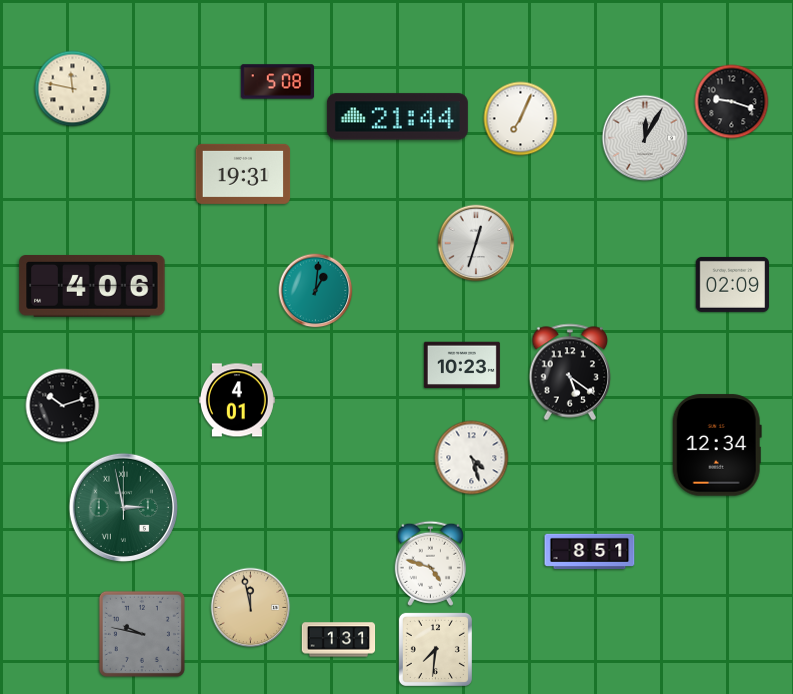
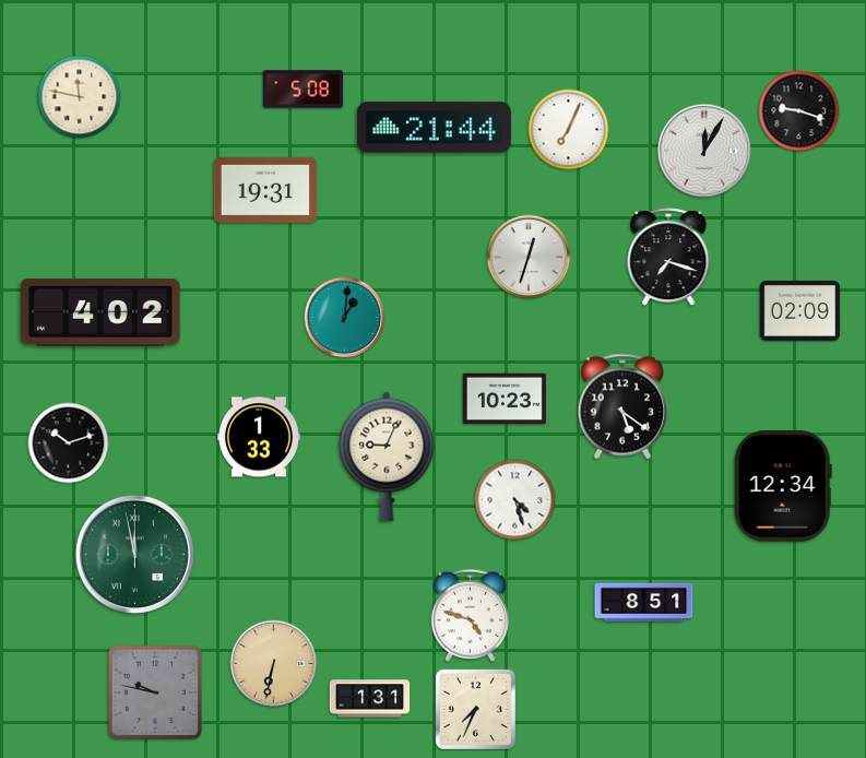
clock at (668, 258): none -> 7:18
clock at (476, 243) position: (476, 243) -> (529, 257)
clock at (92, 287): 4:06 -> 4:02
clock at (237, 400): 4:01 -> 1:33
clock at (387, 457): none -> 9:04
clock at (123, 507): 2:58 -> 11:58
clock at (251, 608): 11:58 -> 6:32
clock at (435, 649): 7:31 -> 7:34
